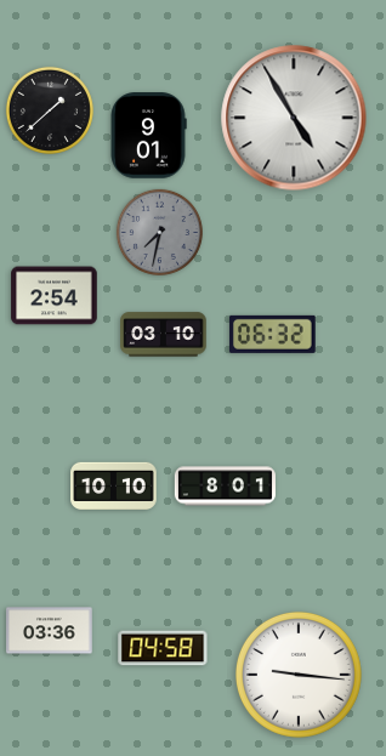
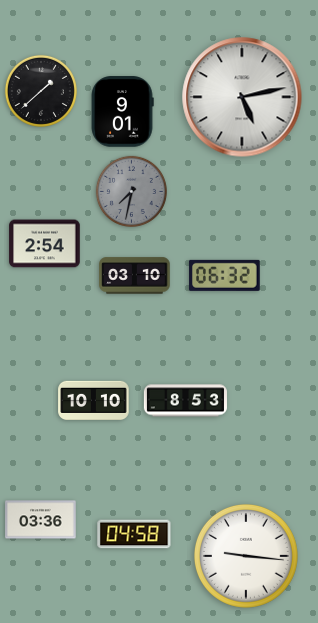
clock at (294, 118): 4:55 -> 5:13
clock at (225, 487): 8:01 -> 8:53
